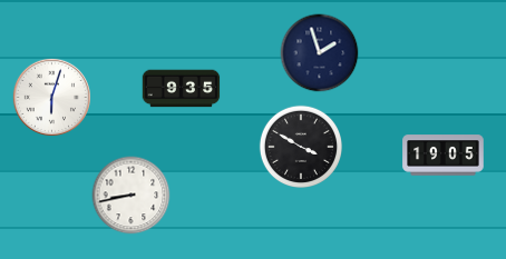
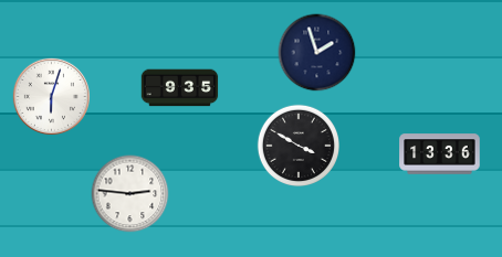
clock at (444, 156): 19:05 -> 13:36
clock at (132, 196): 8:43 -> 2:46
